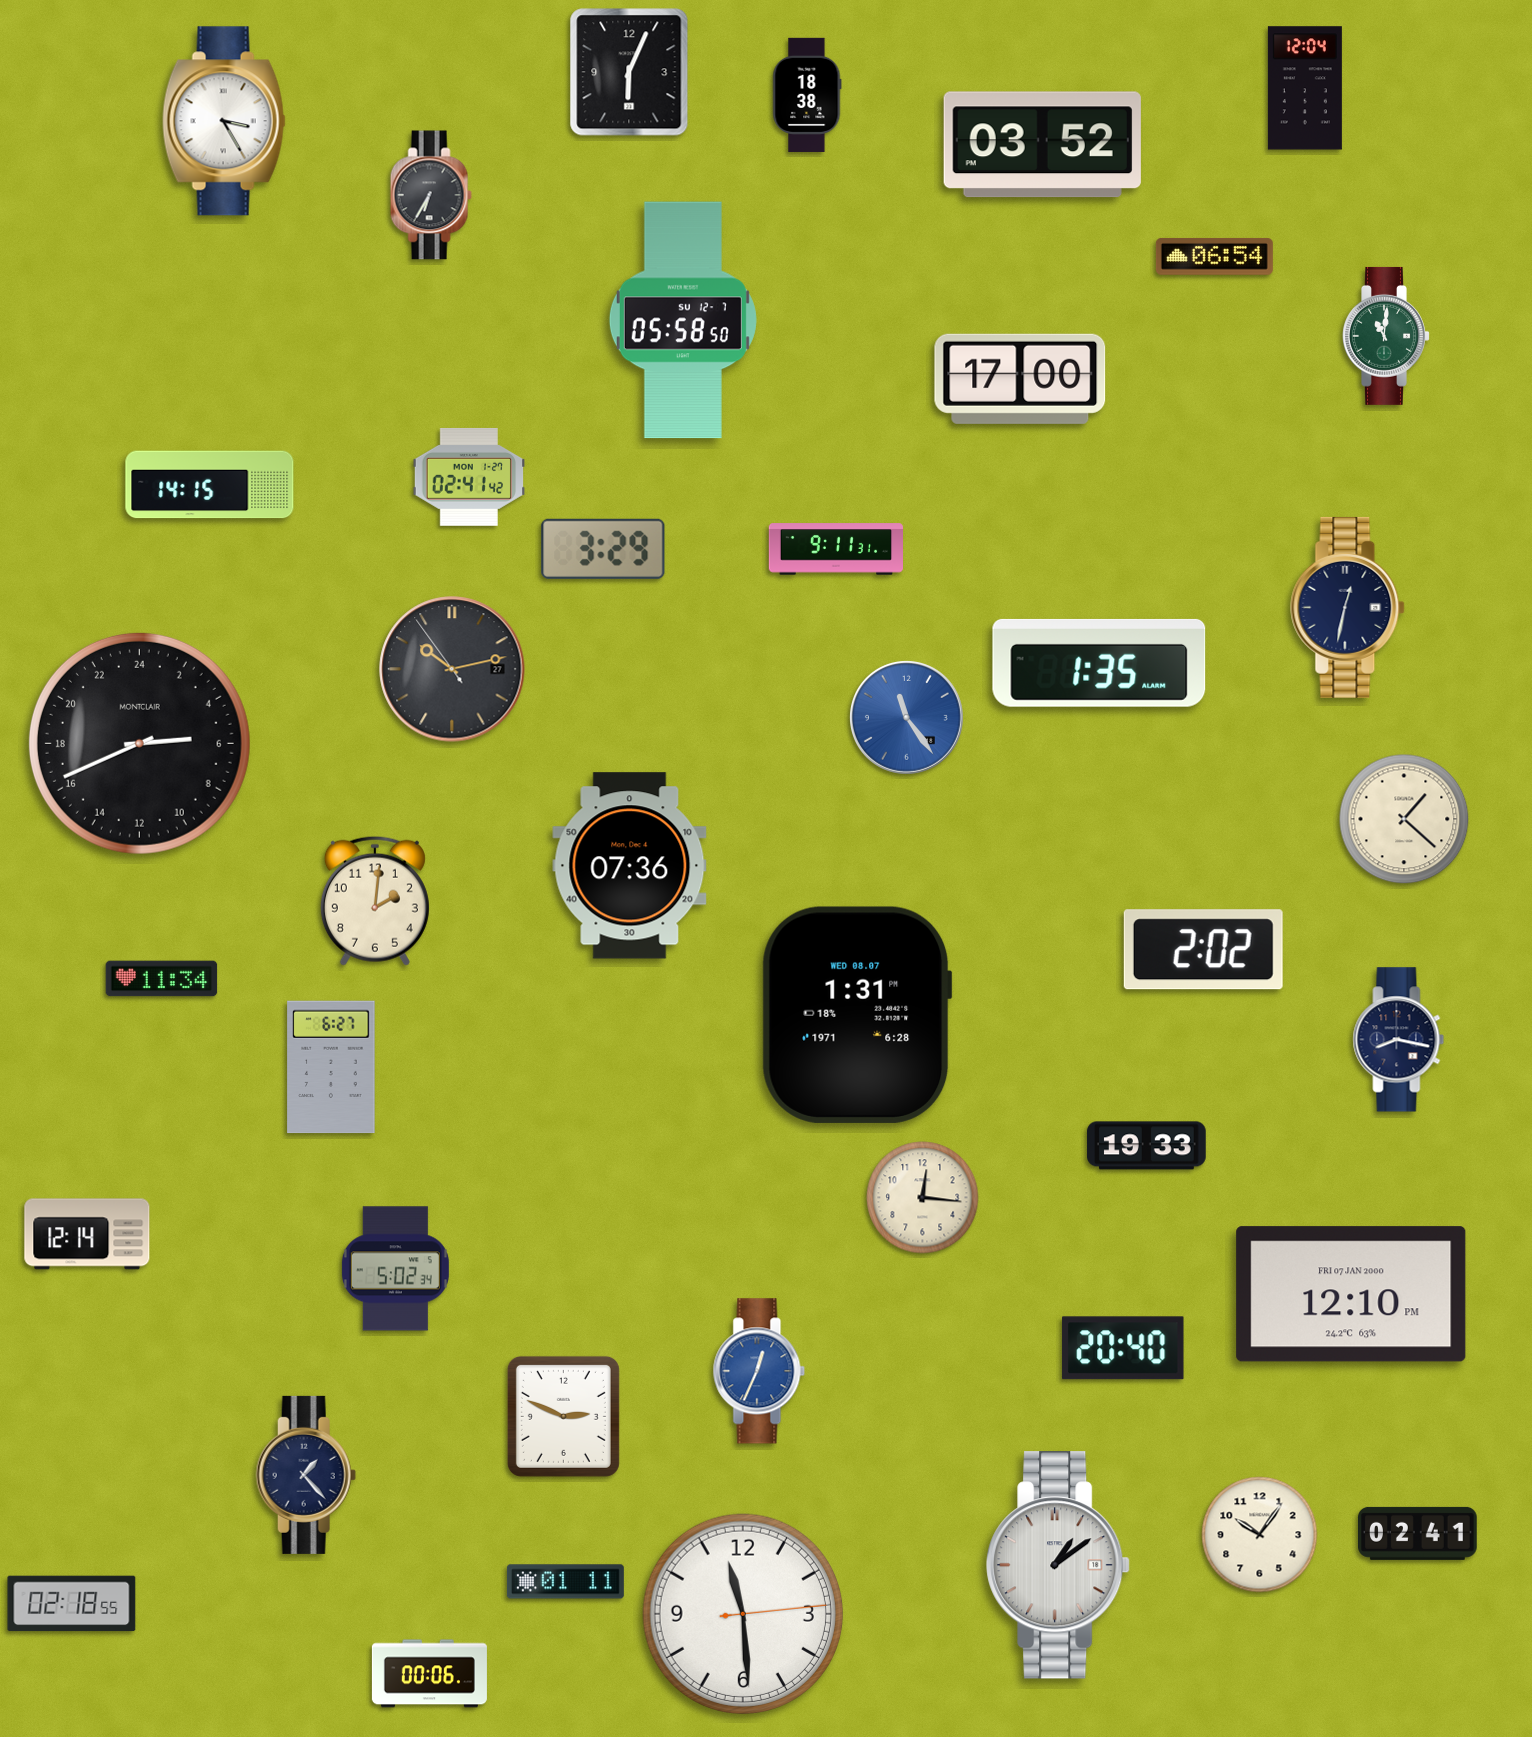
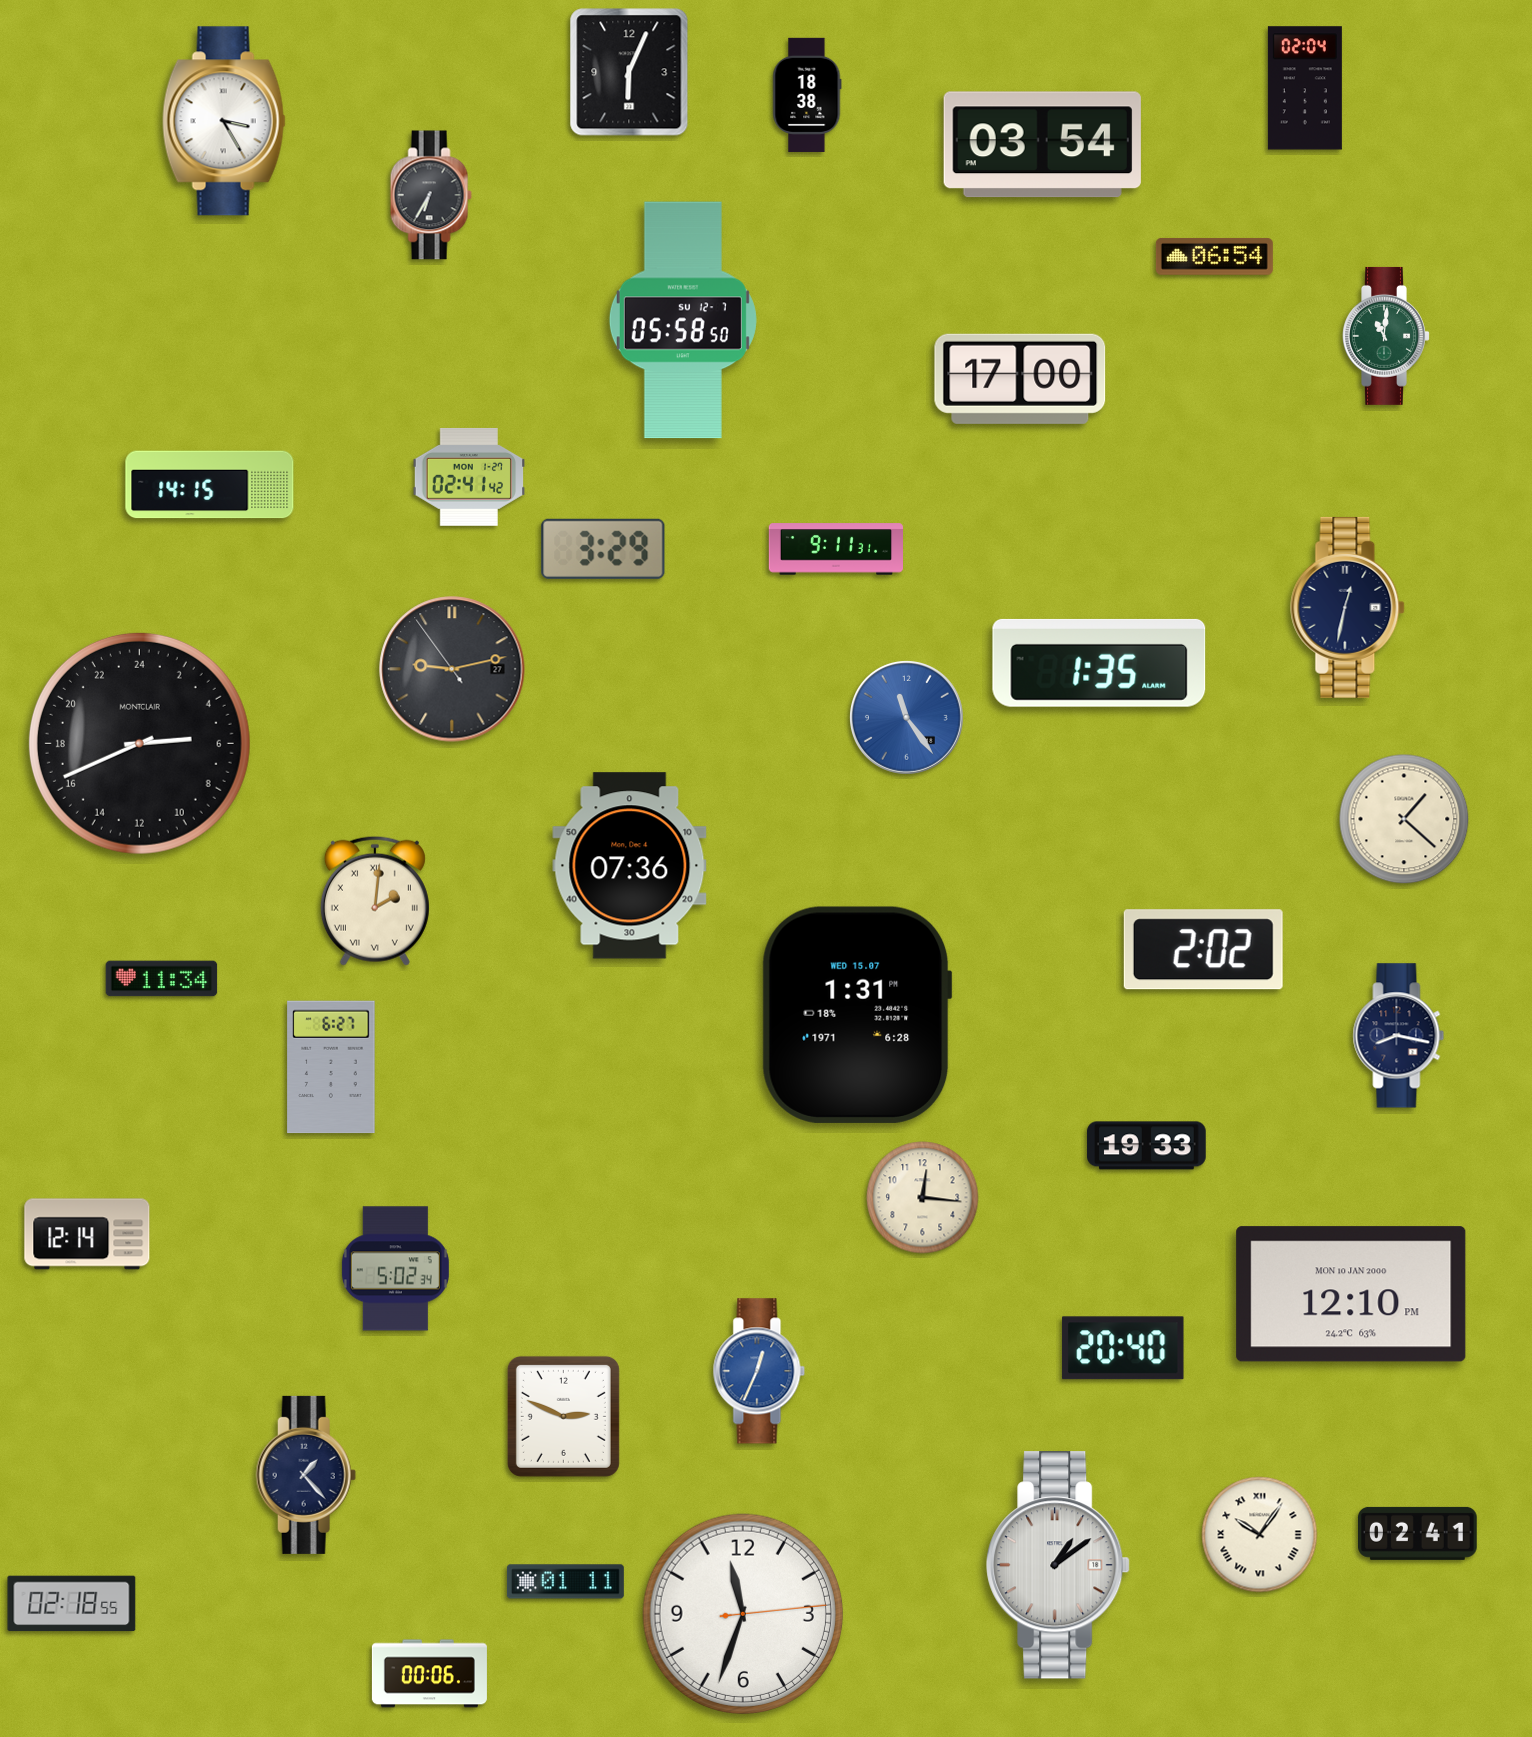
clock at (1305, 88): 12:04 -> 02:04
clock at (1042, 145): 03:52 -> 03:54
clock at (452, 669): 10:12 -> 9:12
clock at (375, 901) numerals: Arabic -> Roman
clock at (857, 1015) date: WED 08.07 -> WED 15.07
clock at (1399, 1040) position: (1399, 1040) -> (1399, 1036)
clock at (1351, 1294) date: FRI 07 JAN 2000 -> MON 10 JAN 2000
clock at (1260, 1535) numerals: Arabic -> Roman
clock at (742, 1613): 11:29 -> 11:33
